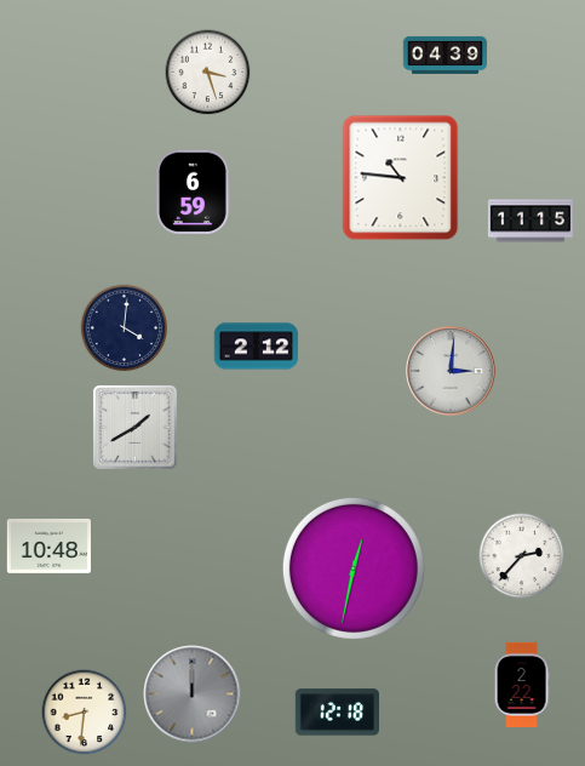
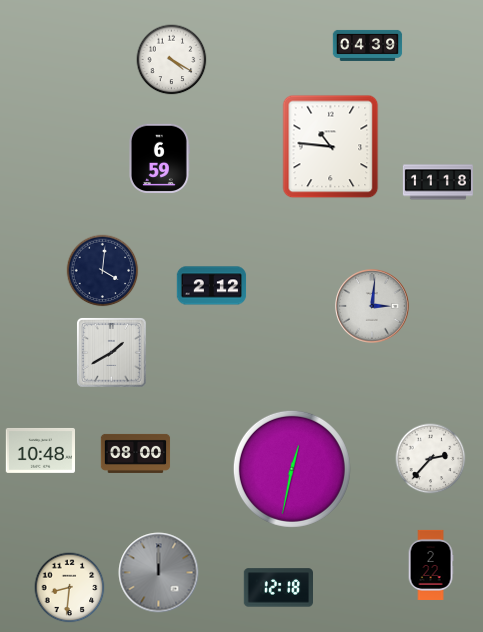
clock at (208, 73): 3:27 -> 4:20
clock at (530, 221): 11:15 -> 11:18
clock at (136, 453): none -> 08:00
